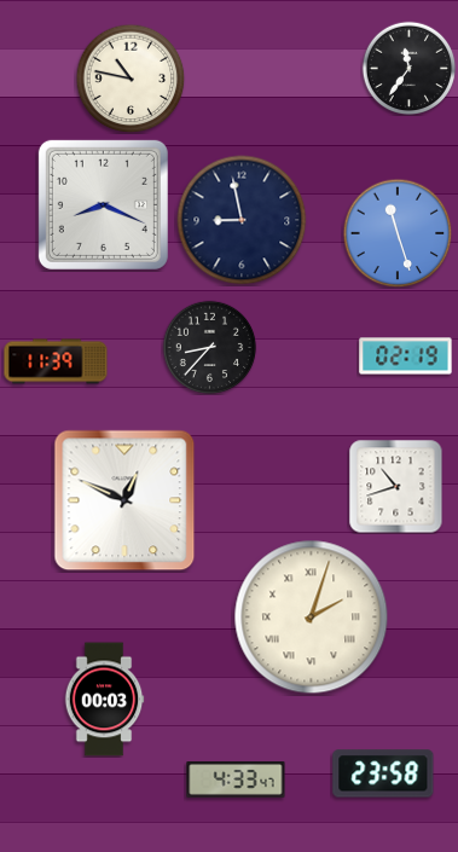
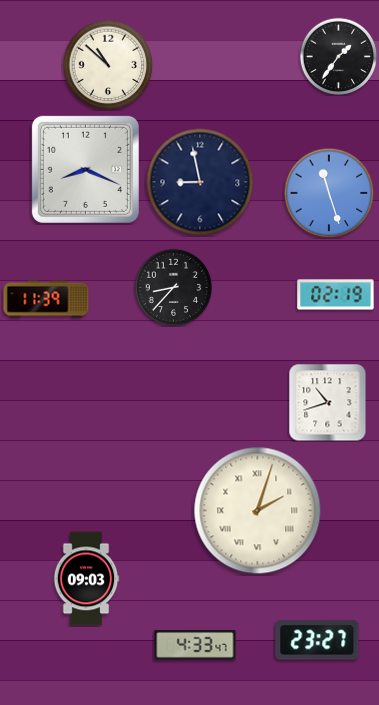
clock at (408, 68): 11:36 -> 1:36
clock at (131, 79): 10:47 -> 10:52
clock at (124, 500): 12:49 -> none
clock at (104, 700): 00:03 -> 09:03
clock at (383, 773): 23:58 -> 23:27
